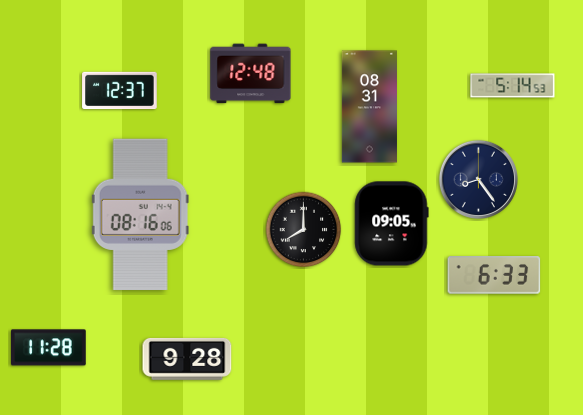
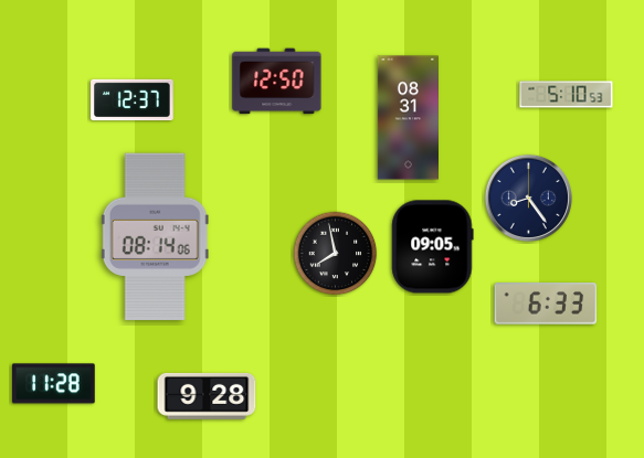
clock at (251, 74): 12:48 -> 12:50
clock at (513, 86): 5:14 -> 5:10
clock at (140, 215): 08:16 -> 08:14
clock at (304, 230): 8:00 -> 7:58
